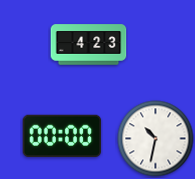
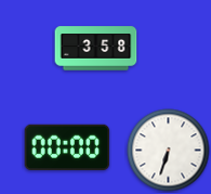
clock at (89, 45): 4:23 -> 3:58
clock at (156, 139): 10:32 -> 6:33
